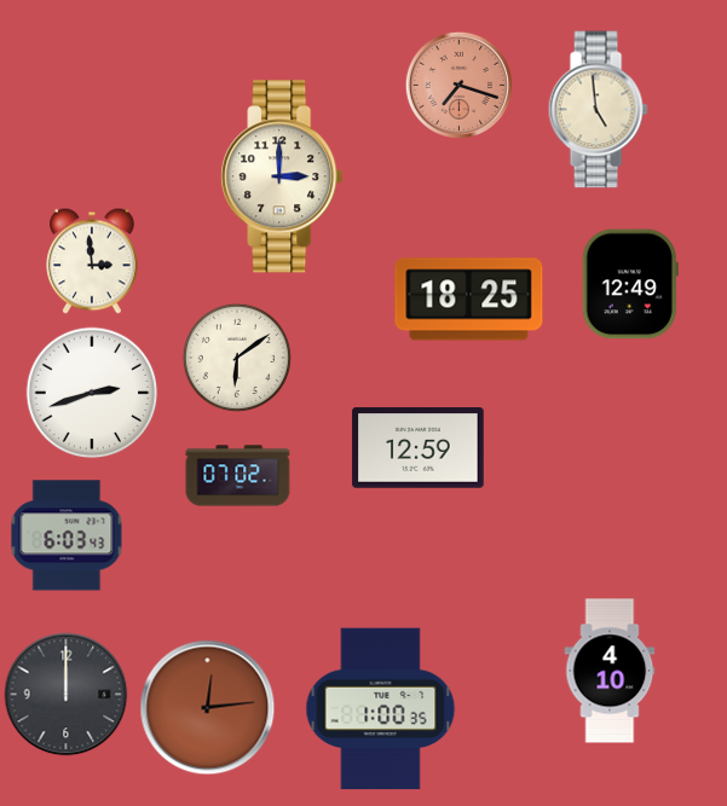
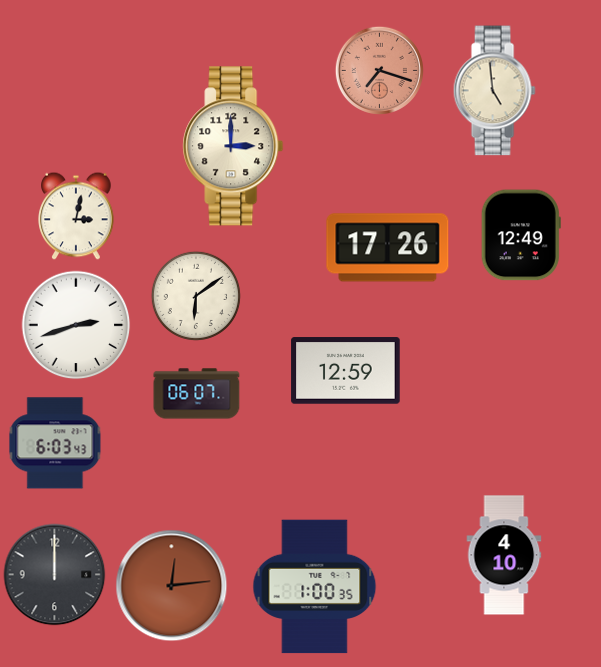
clock at (92, 261): 2:59 -> 3:02
clock at (469, 300): 18:25 -> 17:26
clock at (238, 476): 07:02 -> 06:07
